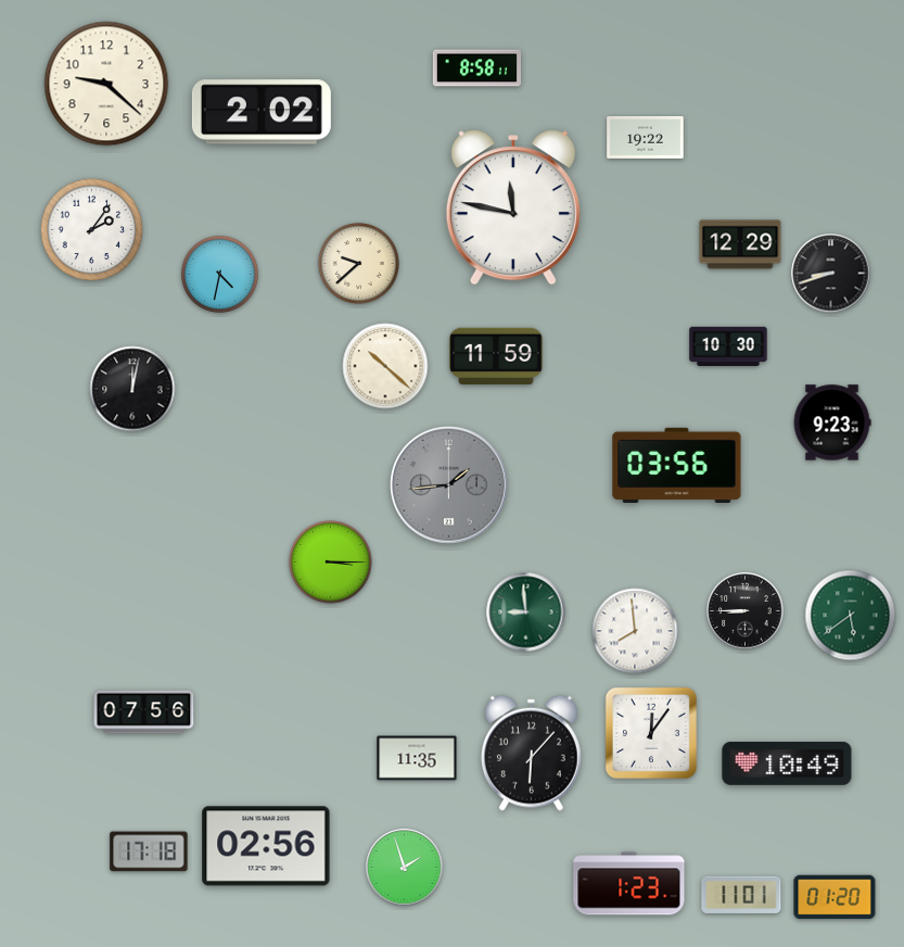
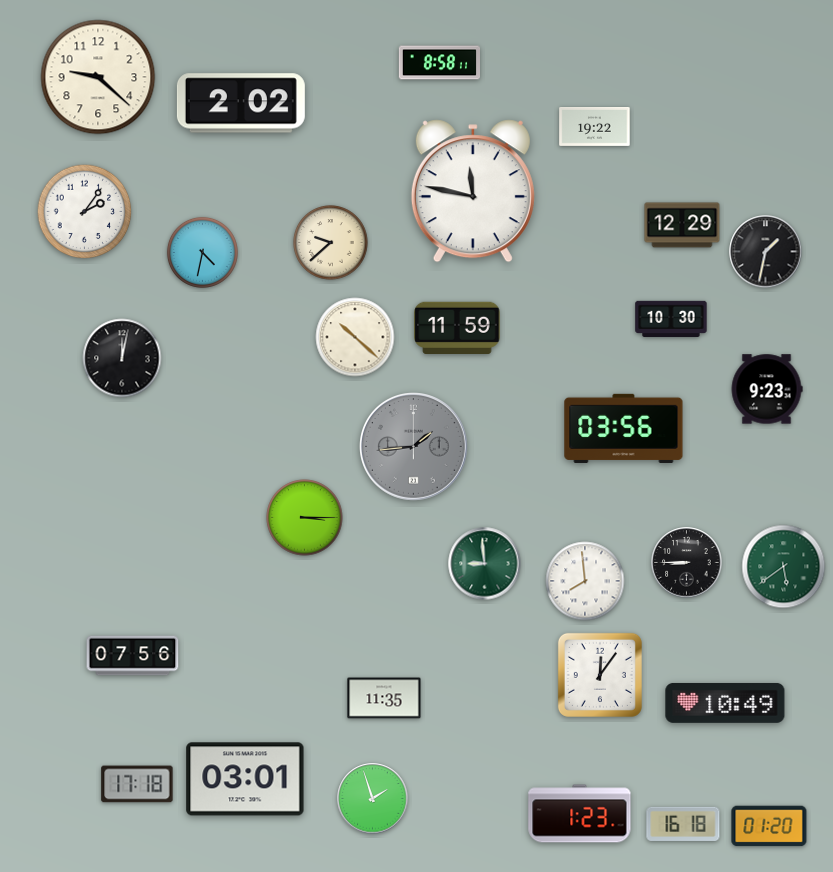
clock at (831, 274): 8:42 -> 1:32
clock at (532, 753): 6:07 -> none
clock at (266, 846): 02:56 -> 03:01
clock at (741, 895): 11:01 -> 16:18
